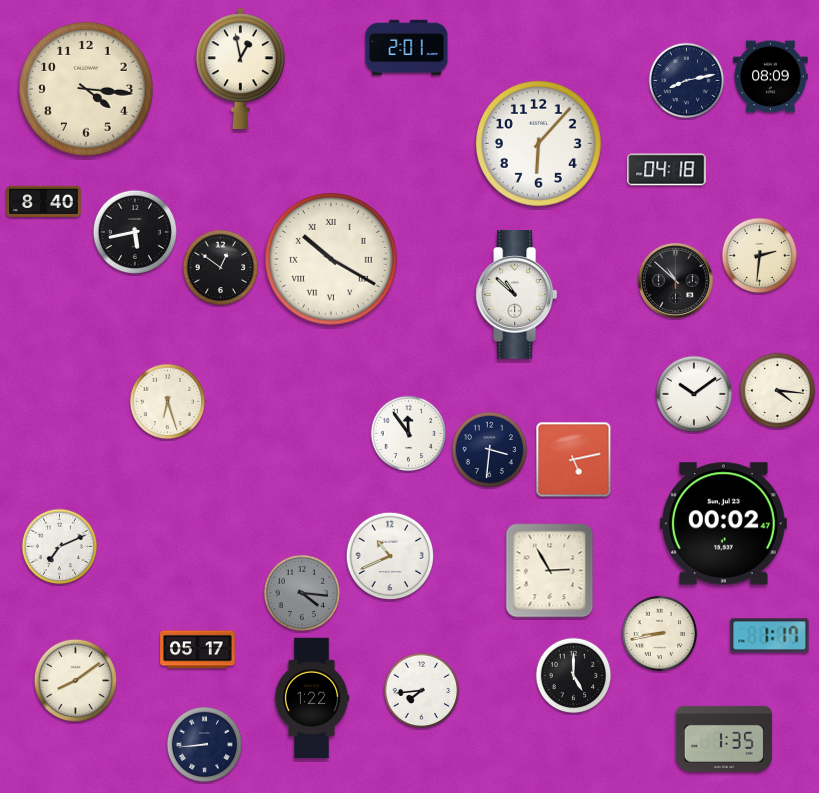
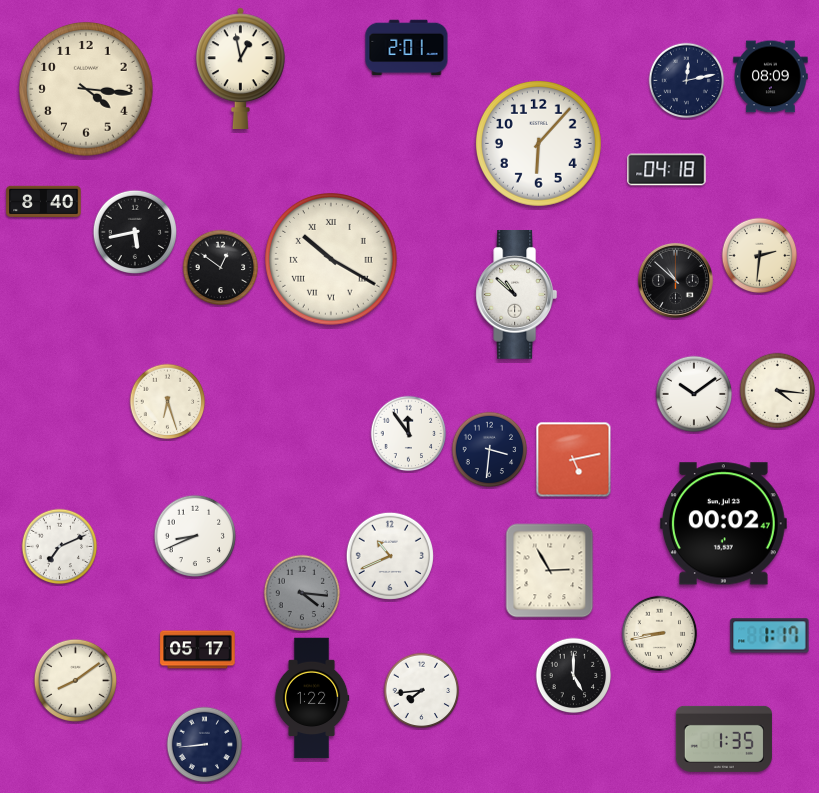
clock at (687, 81): 8:13 -> 12:13
clock at (195, 536): none -> 8:41
